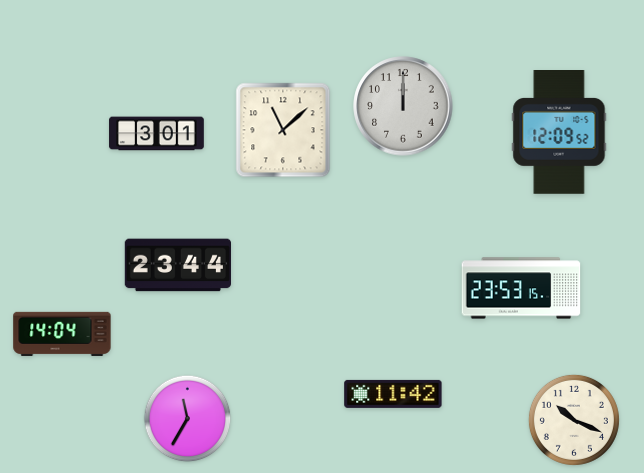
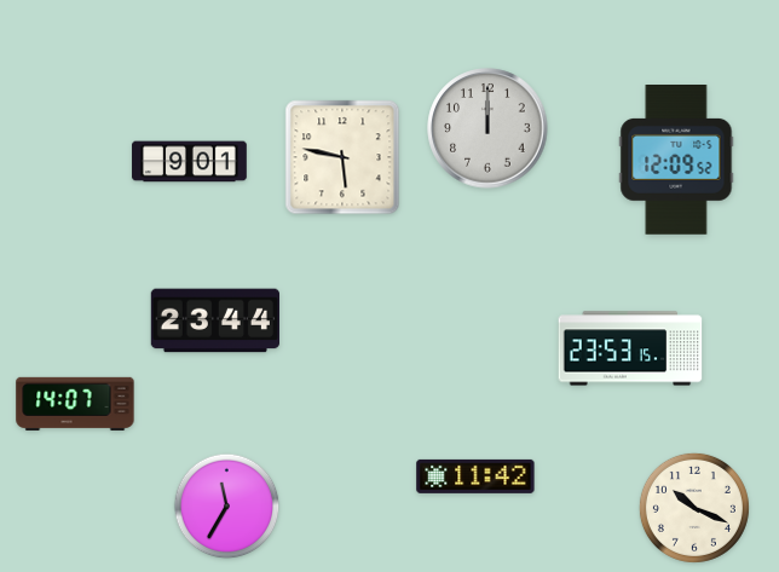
clock at (283, 130): 11:08 -> 5:47
clock at (157, 134): 3:01 -> 9:01
clock at (62, 334): 14:04 -> 14:07
